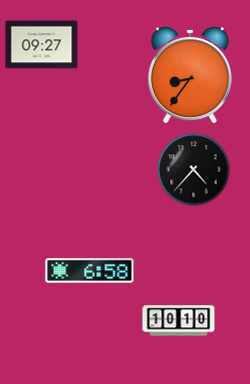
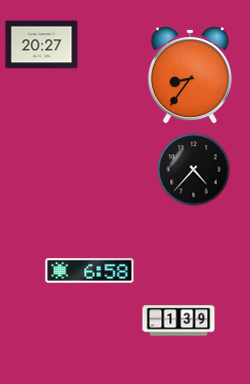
clock at (42, 45): 09:27 -> 20:27
clock at (179, 321): 10:10 -> 1:39
